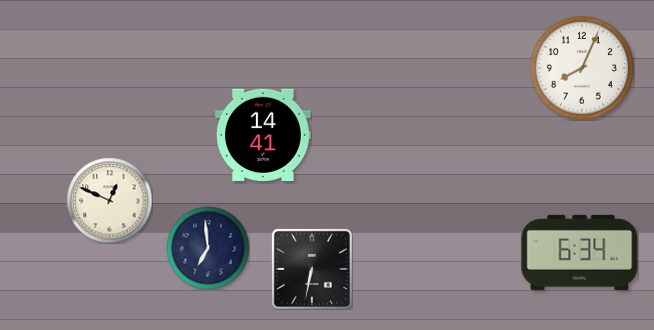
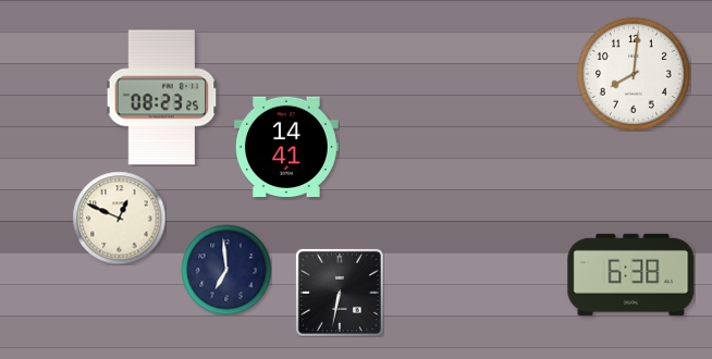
clock at (582, 68): 8:04 -> 8:01
clock at (162, 98): none -> 08:23
clock at (580, 252): 6:34 -> 6:38
